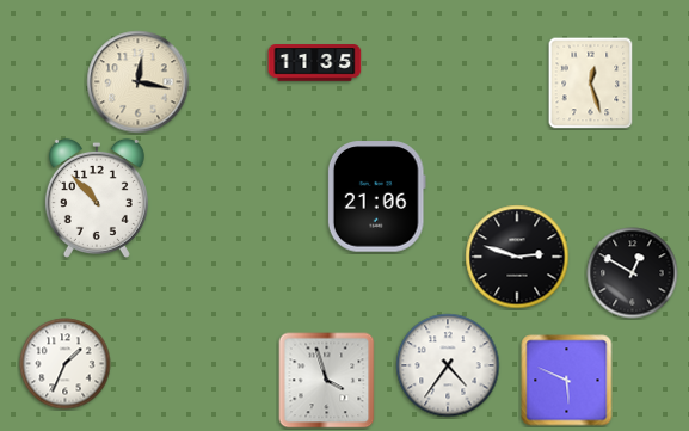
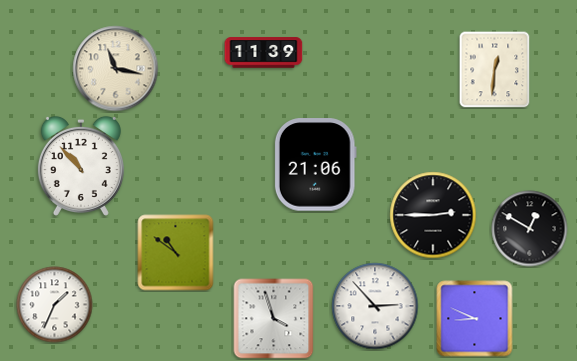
clock at (315, 63): 11:35 -> 11:39
clock at (139, 82): 12:17 -> 11:17
clock at (591, 82): 12:27 -> 12:31
clock at (517, 257): 2:48 -> 2:45
clock at (176, 253): none -> 10:51
clock at (448, 365): 4:36 -> 2:53
clock at (567, 381): 5:49 -> 8:49
